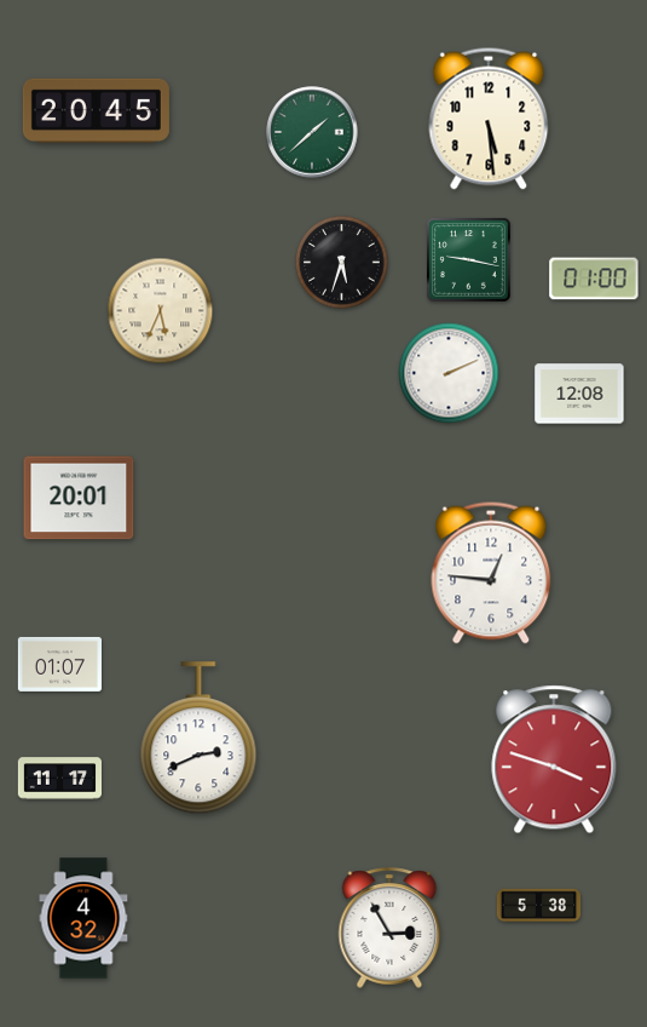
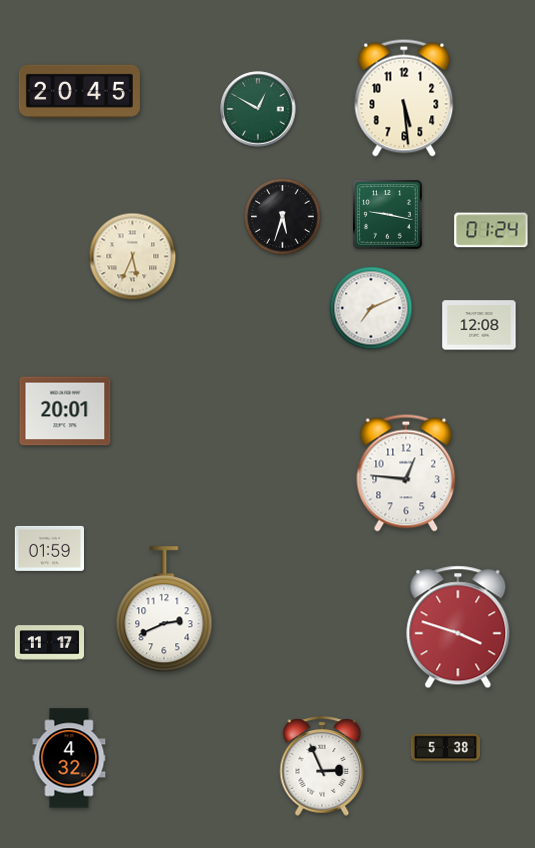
clock at (312, 132): 1:38 -> 12:50
clock at (594, 279): 01:00 -> 01:24
clock at (449, 373): 2:11 -> 7:11
clock at (59, 664): 01:07 -> 01:59
clock at (389, 928): 2:55 -> 2:56
